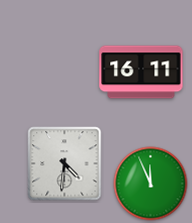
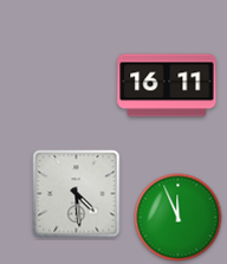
clock at (65, 164): 4:31 -> 4:29
